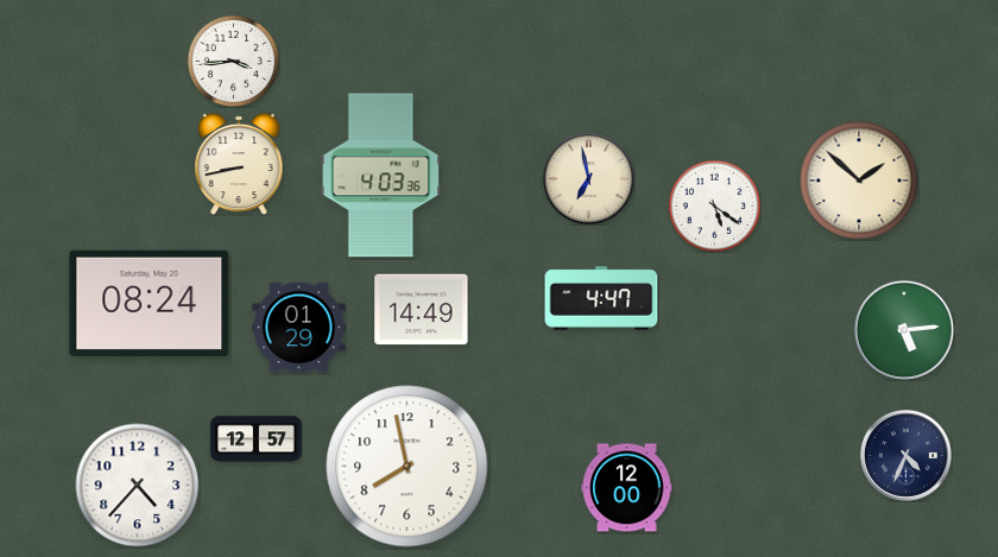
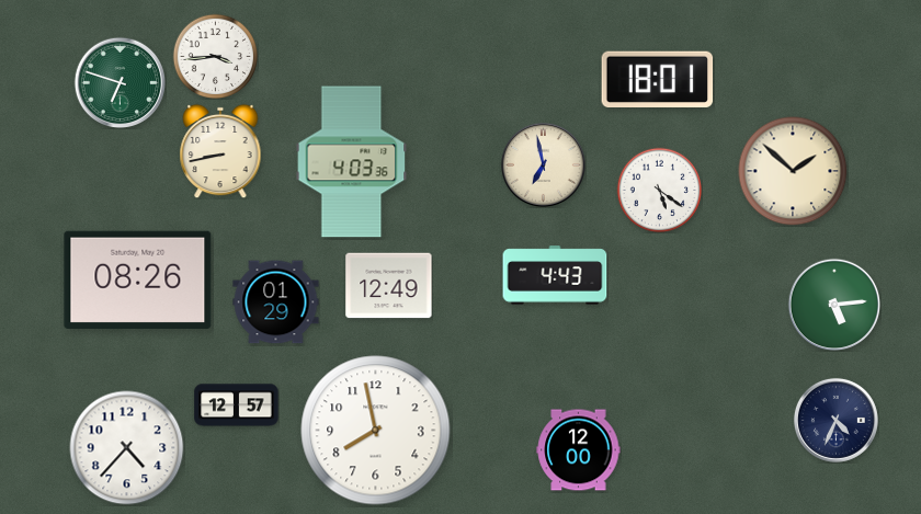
clock at (658, 79): none -> 18:01
clock at (120, 82): none -> 6:48
clock at (859, 181) position: (859, 181) -> (793, 171)
clock at (601, 298): 4:47 -> 4:43
clock at (150, 303): 08:24 -> 08:26
clock at (422, 310): 14:49 -> 12:49
